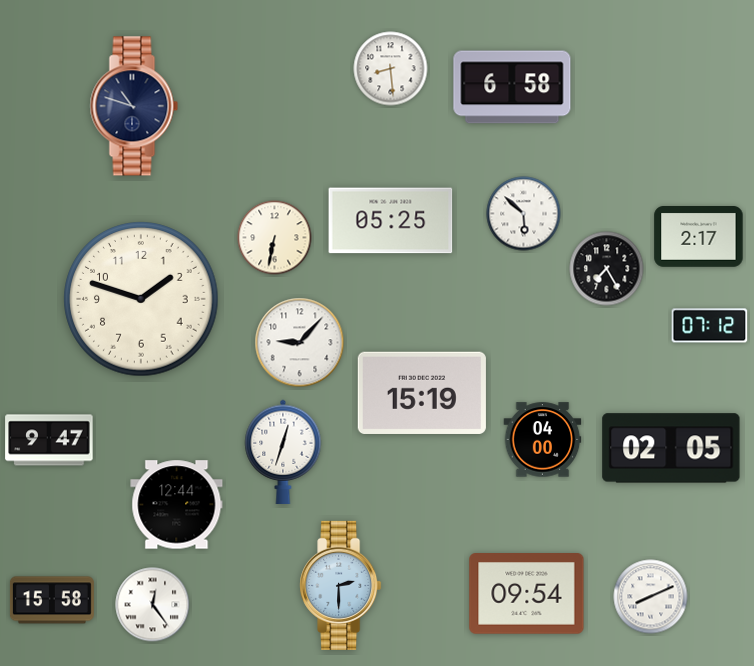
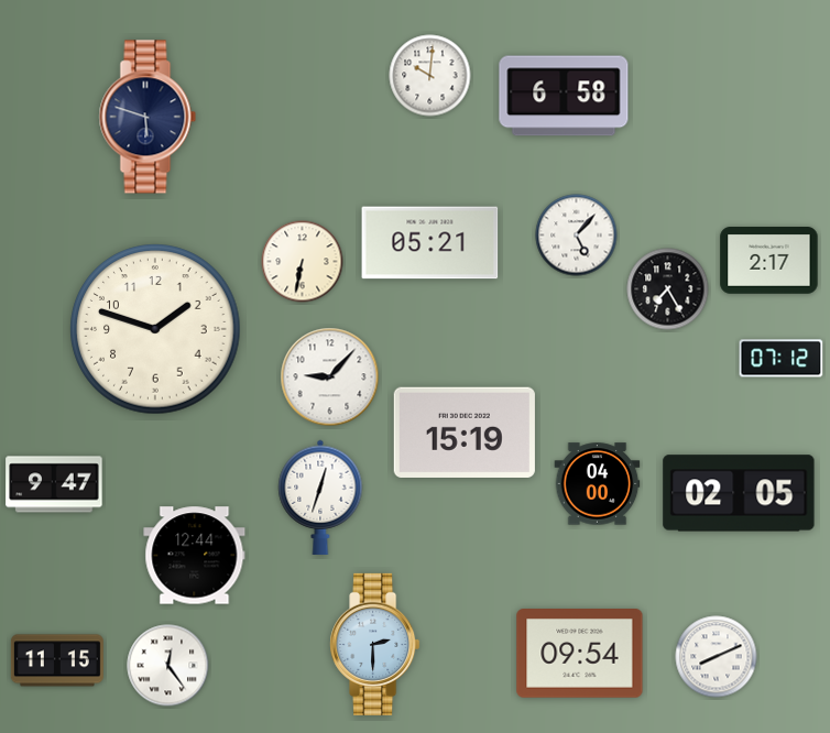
clock at (391, 69): 8:29 -> 10:01
clock at (134, 106): 10:48 -> 5:48
clock at (524, 214): 5:52 -> 5:07
clock at (391, 221): 05:25 -> 05:21
clock at (607, 269) position: (607, 269) -> (668, 289)
clock at (283, 452) position: (283, 452) -> (320, 497)
clock at (52, 600): 15:58 -> 11:15
